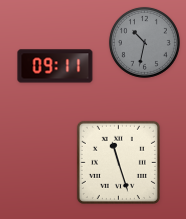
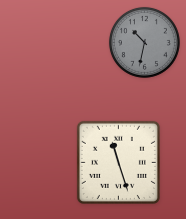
clock at (55, 66): 09:11 -> none
